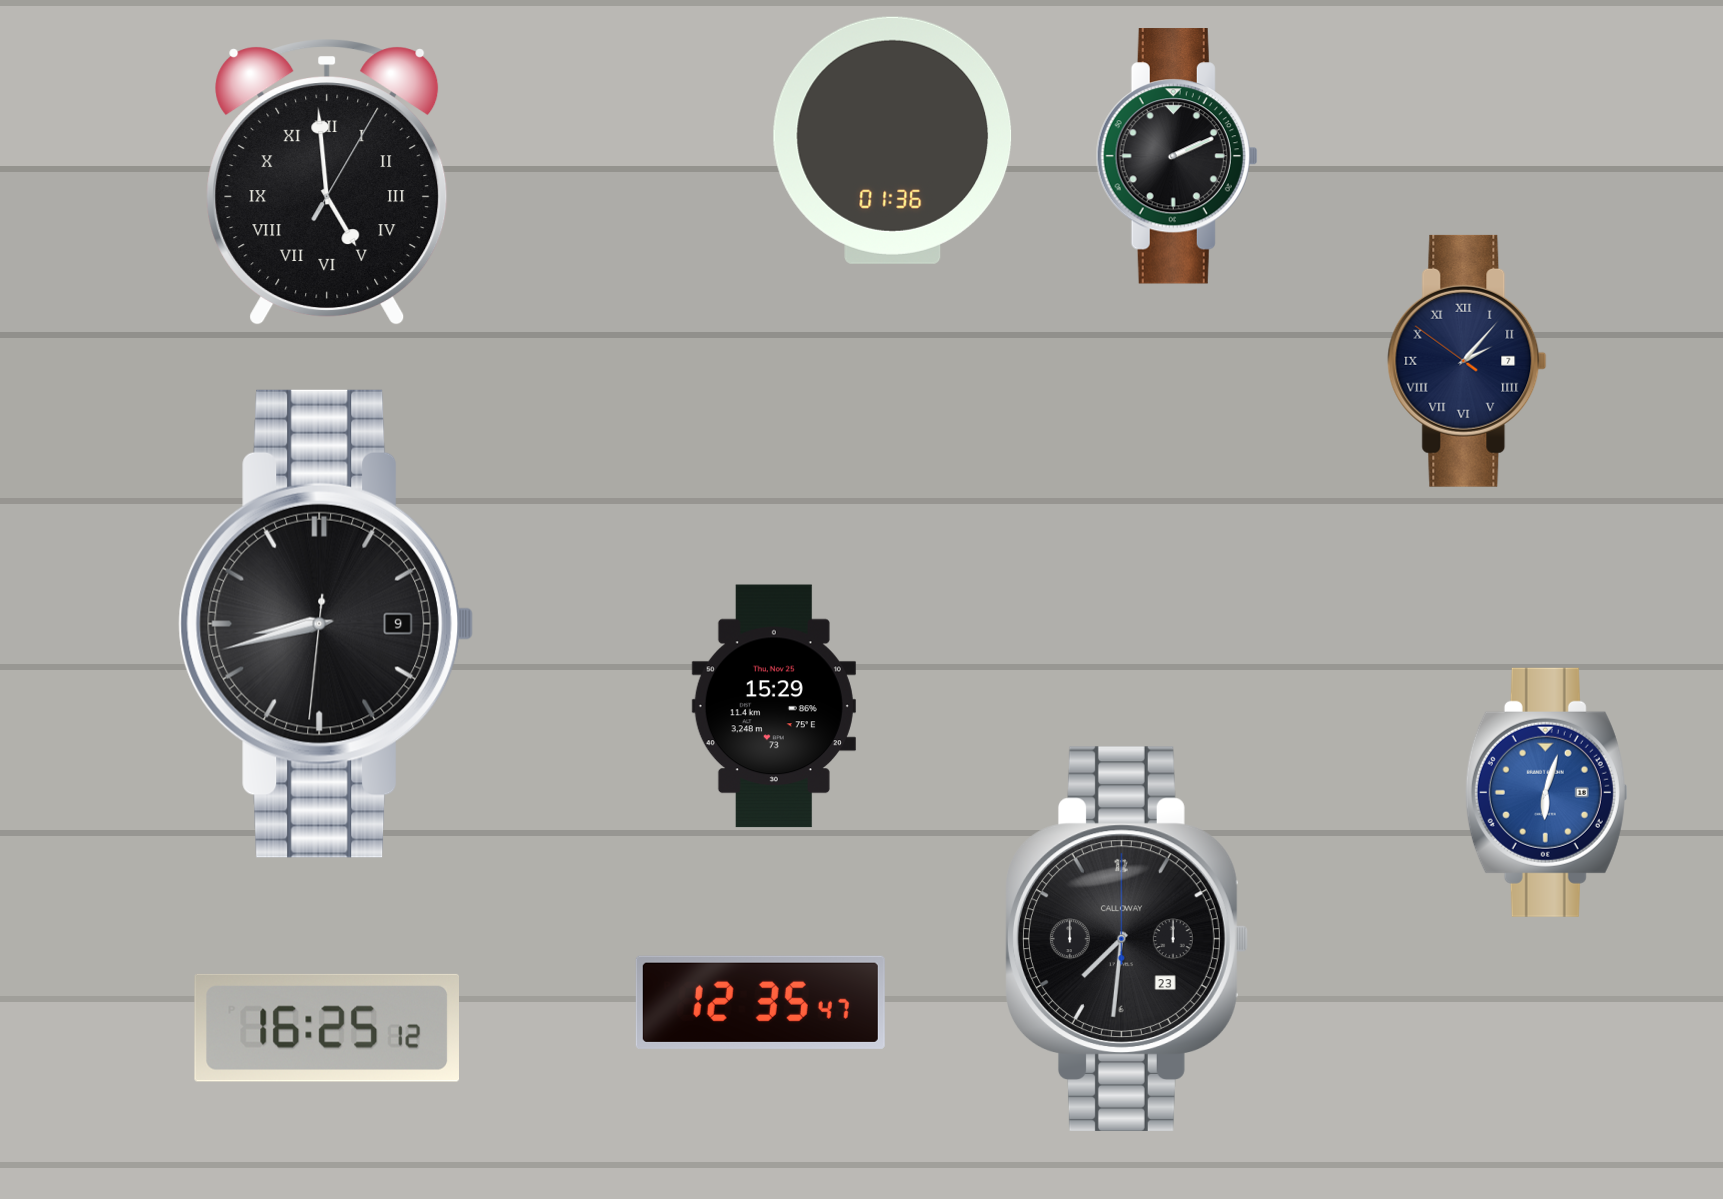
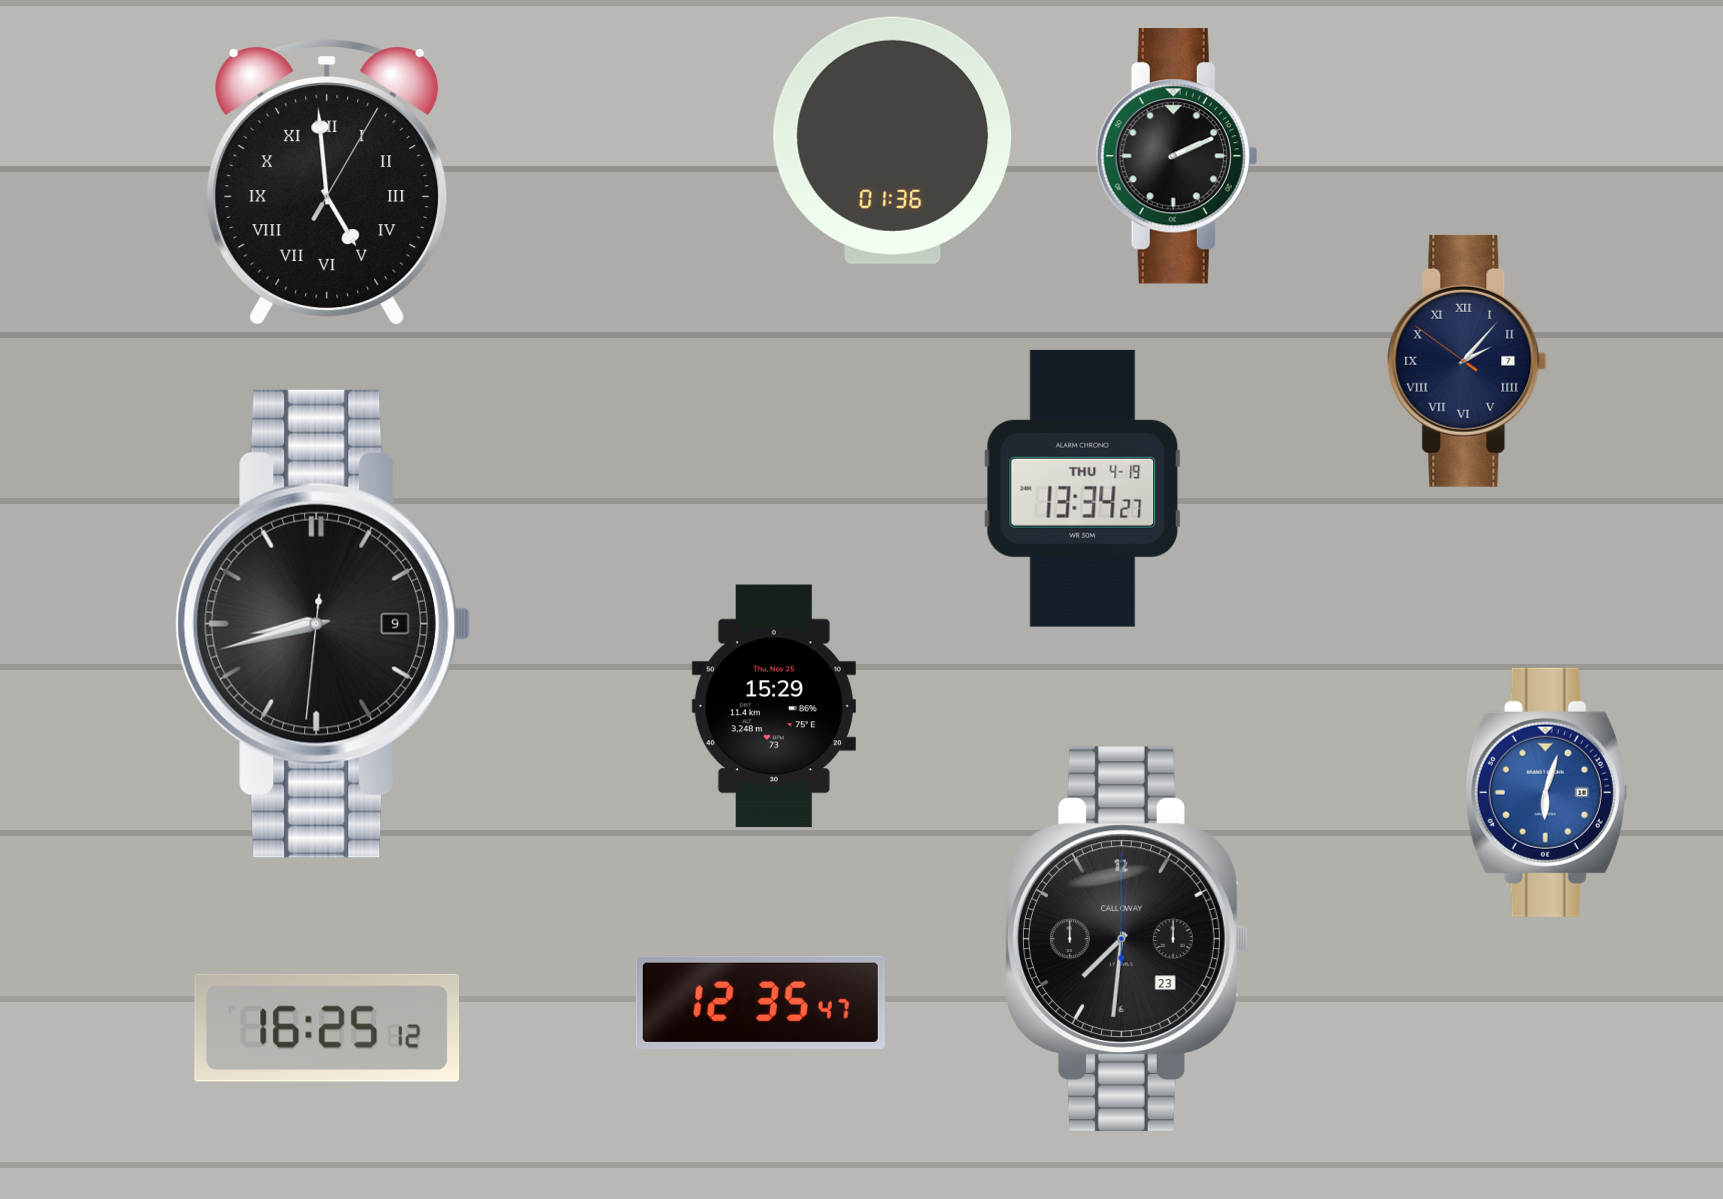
clock at (1083, 488): none -> 13:34
clock at (325, 624) position: (325, 624) -> (322, 624)
